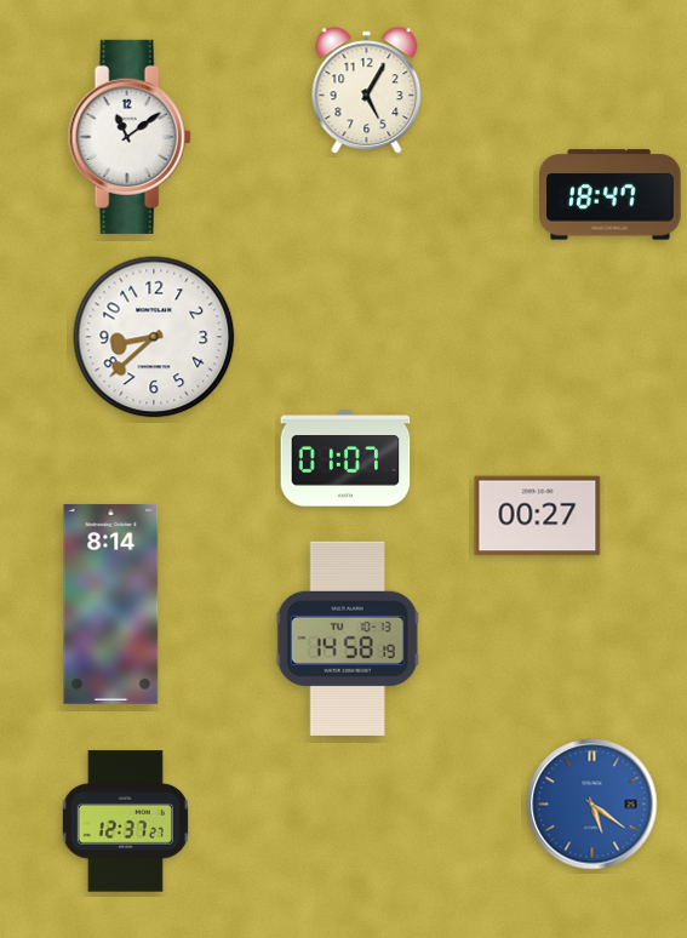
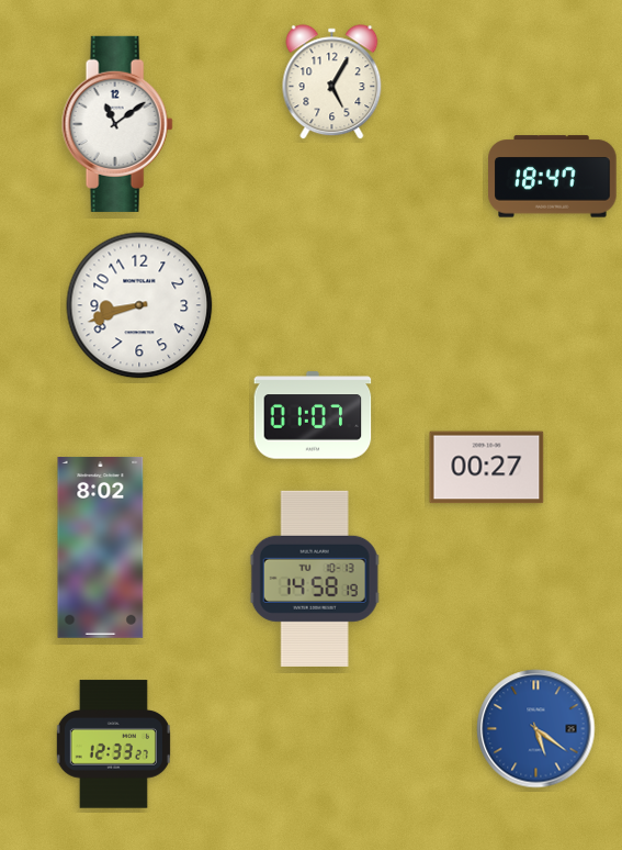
clock at (154, 337): 8:38 -> 8:42
clock at (111, 604): 8:14 -> 8:02
clock at (125, 822): 12:37 -> 12:33
